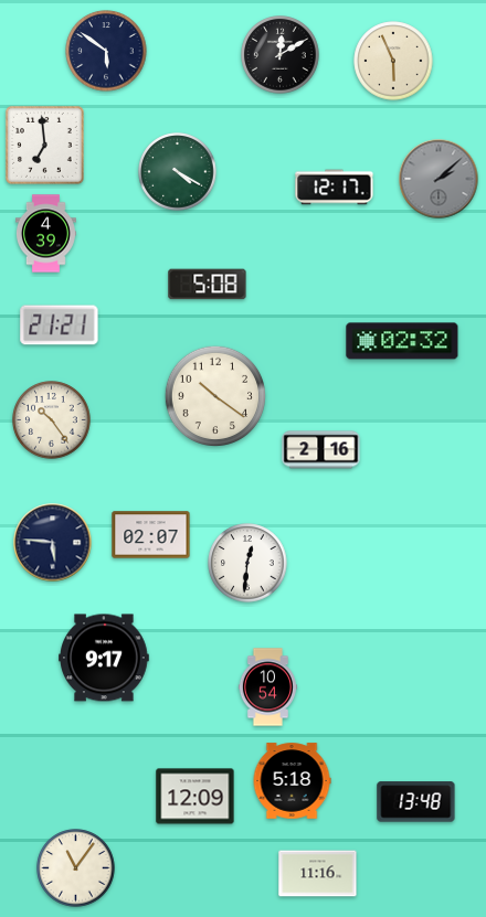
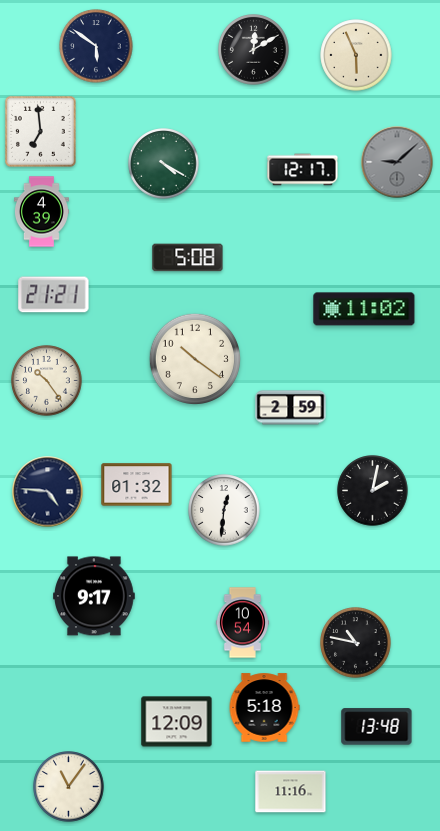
clock at (178, 172) position: (178, 172) -> (164, 164)
clock at (439, 179): 2:08 -> 9:08
clock at (402, 341): 02:32 -> 11:02
clock at (321, 450): 2:16 -> 2:59
clock at (151, 535): 02:07 -> 01:32
clock at (373, 491): none -> 2:02
clock at (53, 543): 5:46 -> 4:46
clock at (356, 643): none -> 10:47
clock at (318, 874) position: (318, 874) -> (291, 792)
